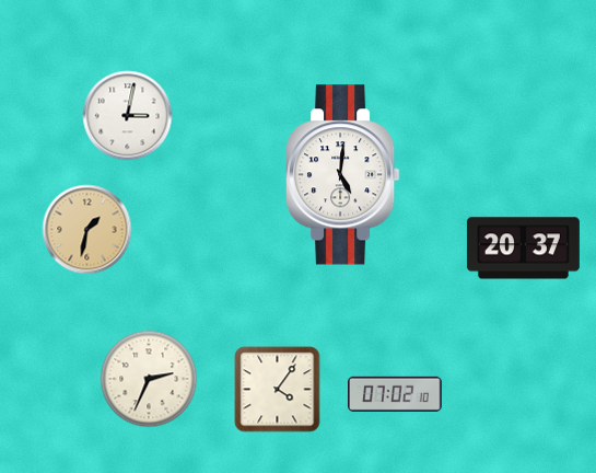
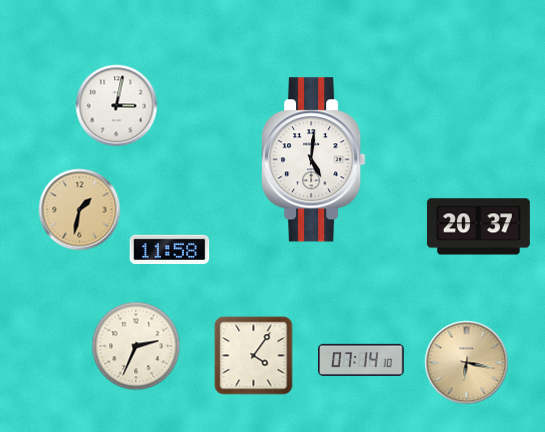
clock at (170, 249): none -> 11:58
clock at (395, 394): 07:02 -> 07:14
clock at (467, 363): none -> 6:17
